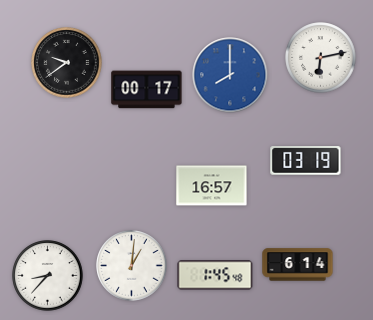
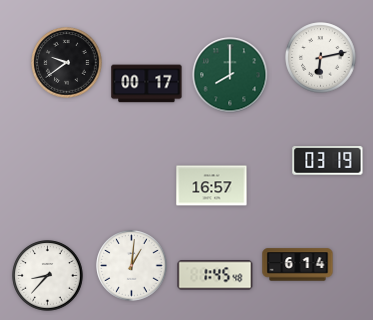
clock at (230, 75) dial: blue -> green
clock at (147, 90) position: (147, 90) -> (147, 84)
clock at (306, 161) position: (306, 161) -> (328, 161)
